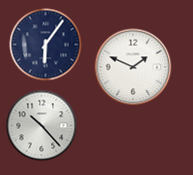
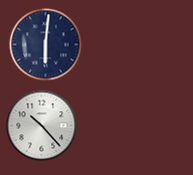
clock at (46, 45): 6:06 -> 6:01
clock at (133, 67): 1:49 -> none
